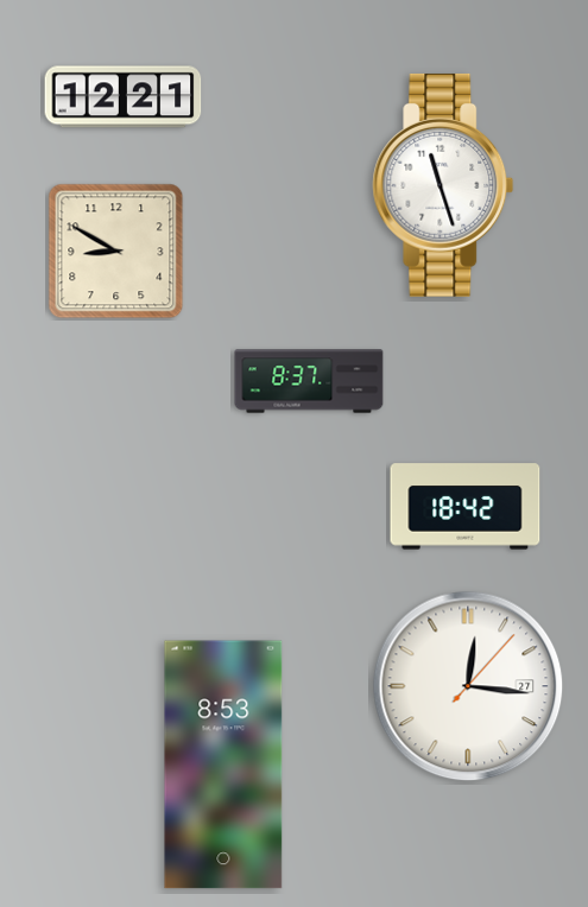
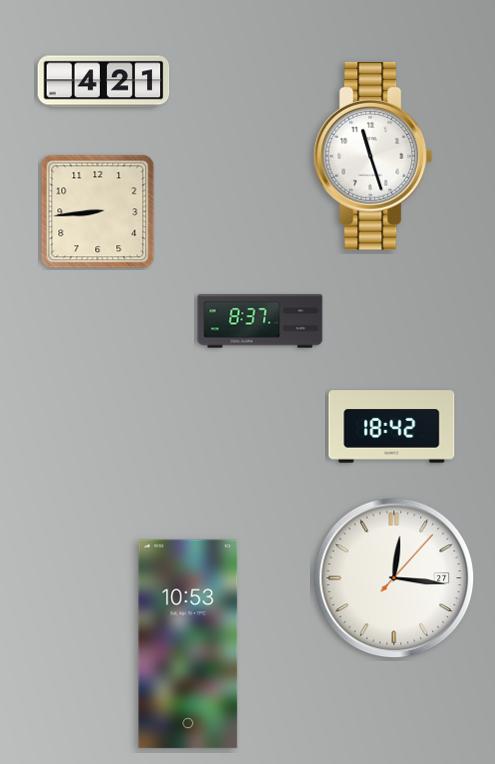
clock at (124, 97): 12:21 -> 4:21
clock at (116, 252): 8:50 -> 8:44
clock at (223, 765): 8:53 -> 10:53
